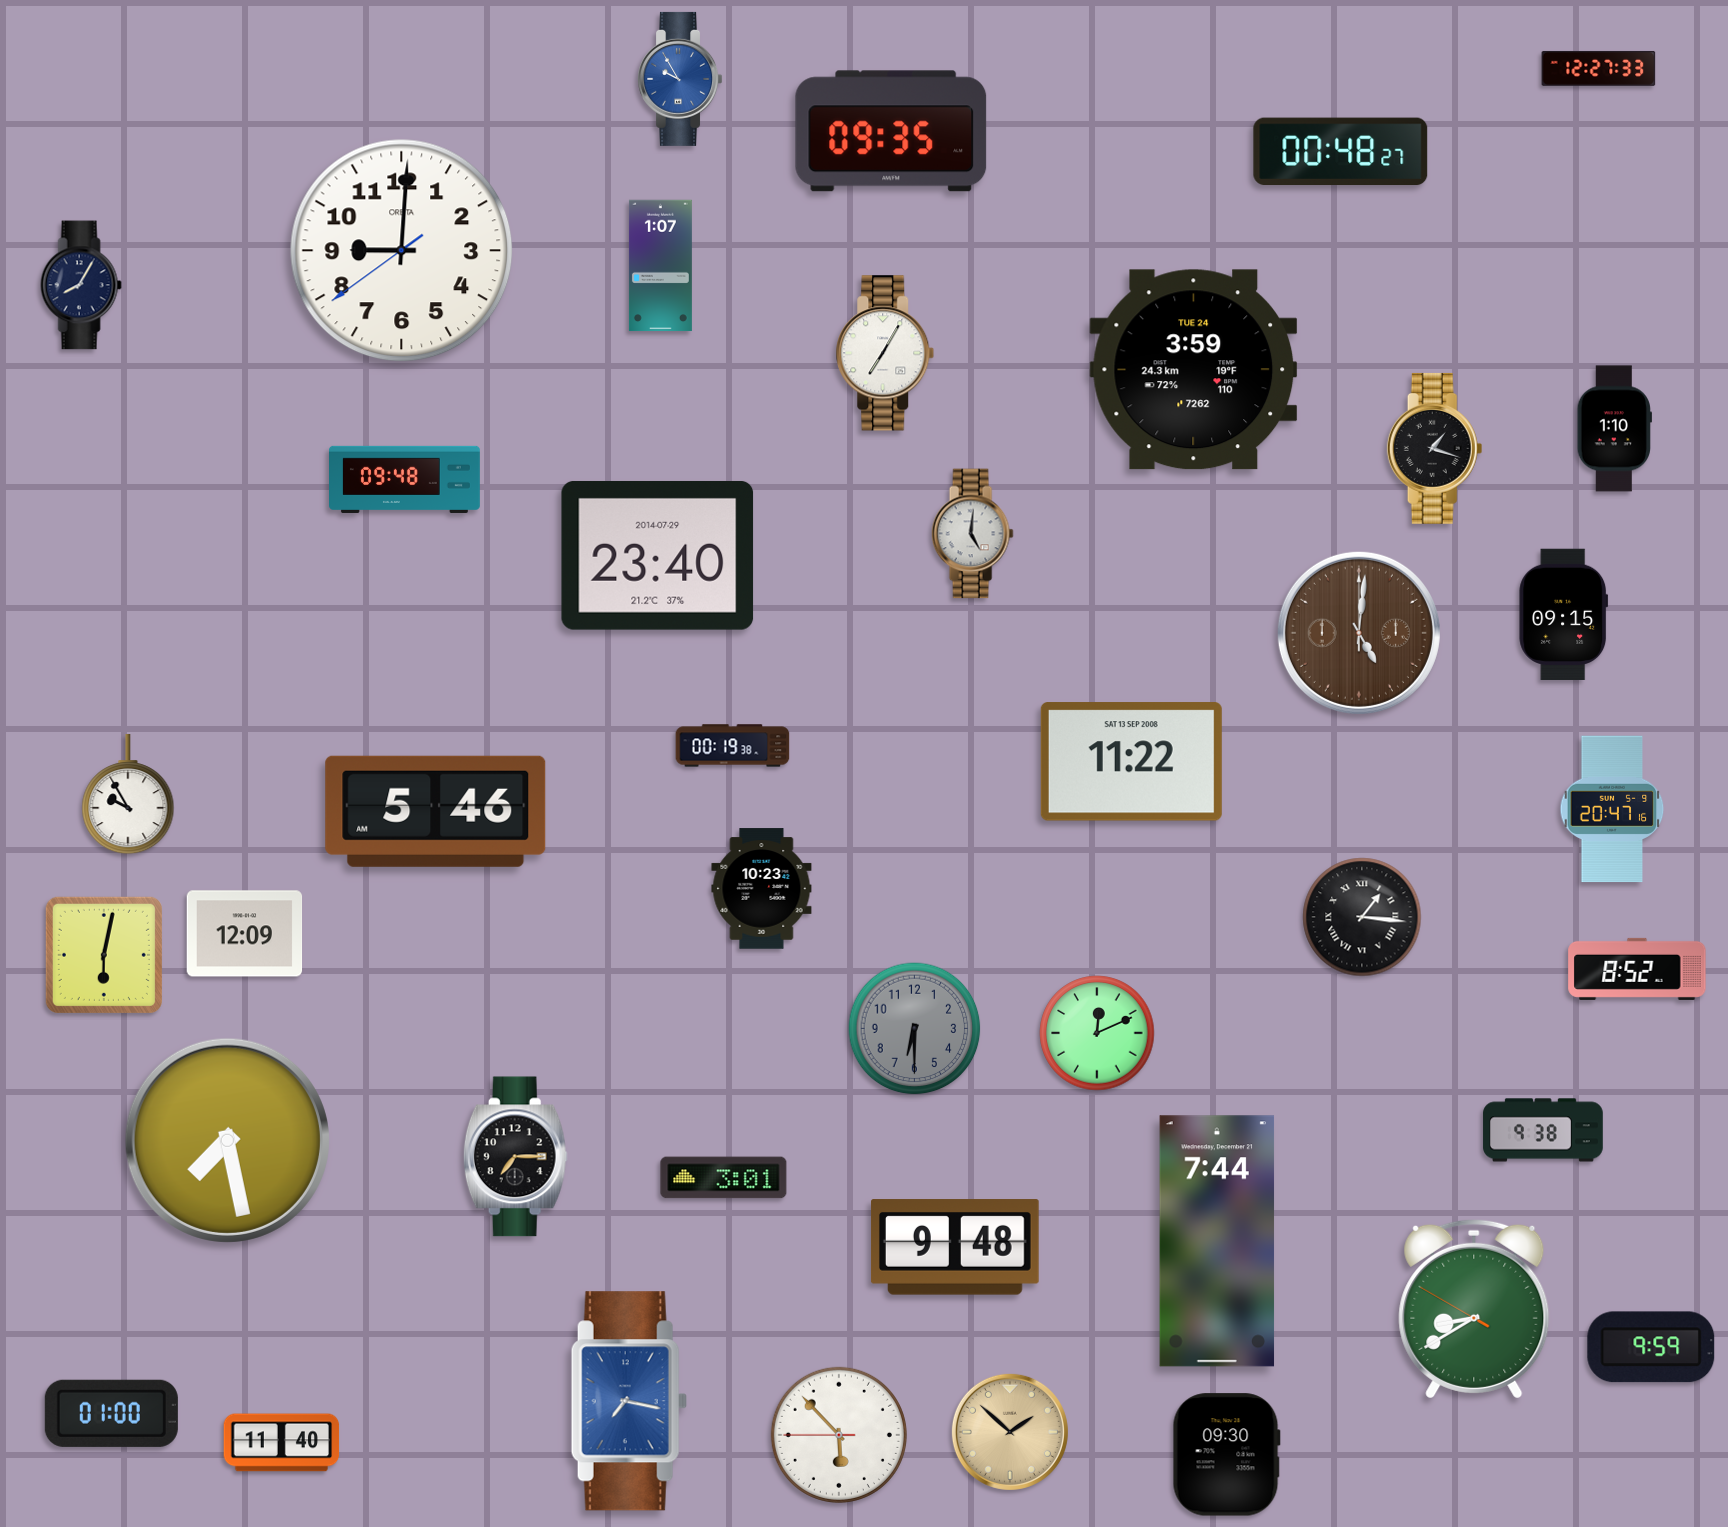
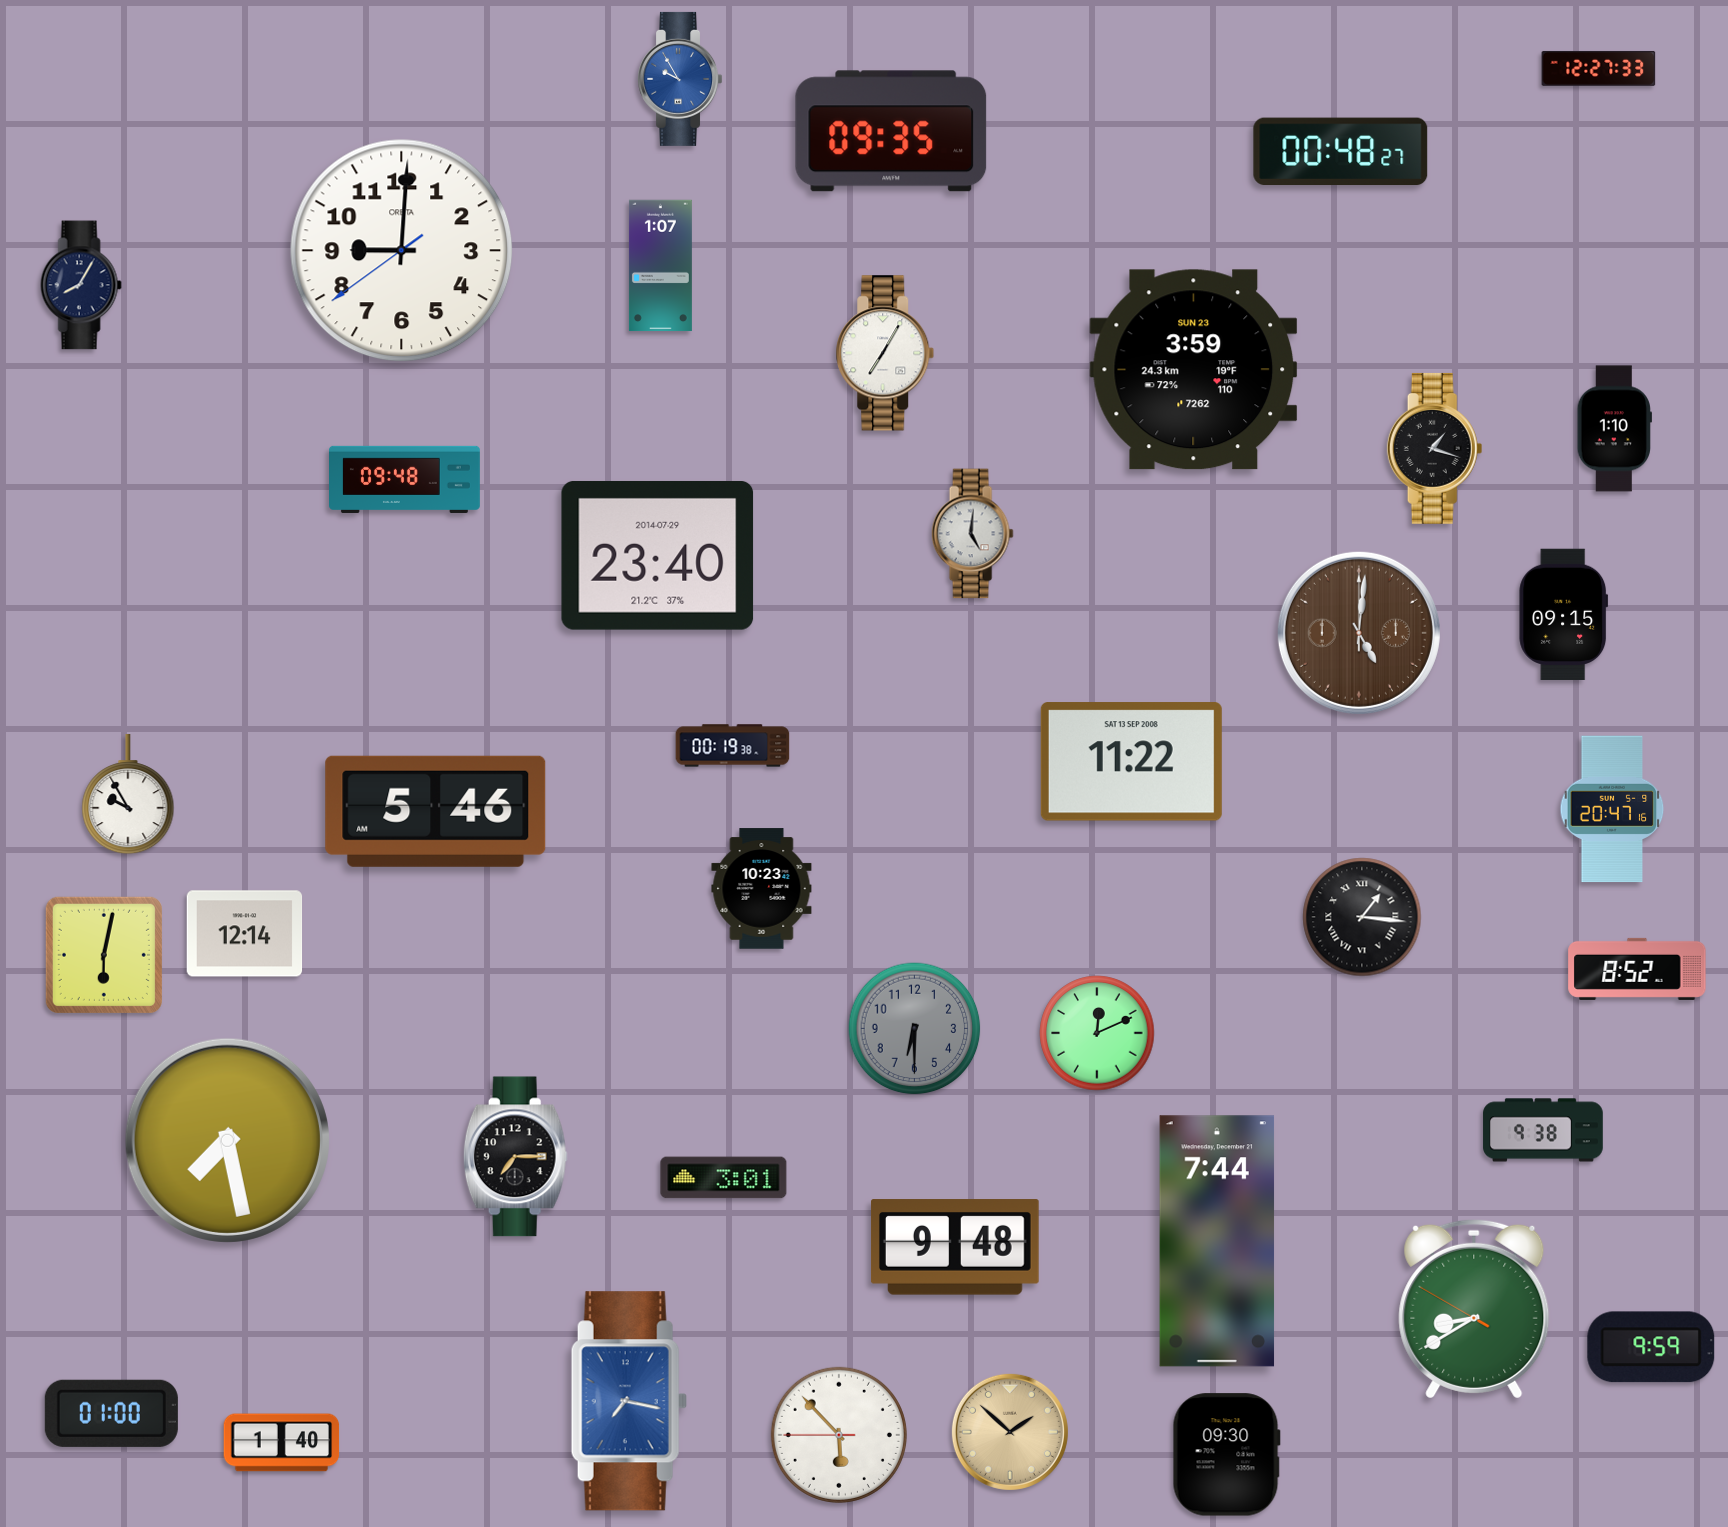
clock at (1194, 370) date: TUE 24 -> SUN 23
clock at (245, 934): 12:09 -> 12:14
clock at (282, 1443): 11:40 -> 1:40
